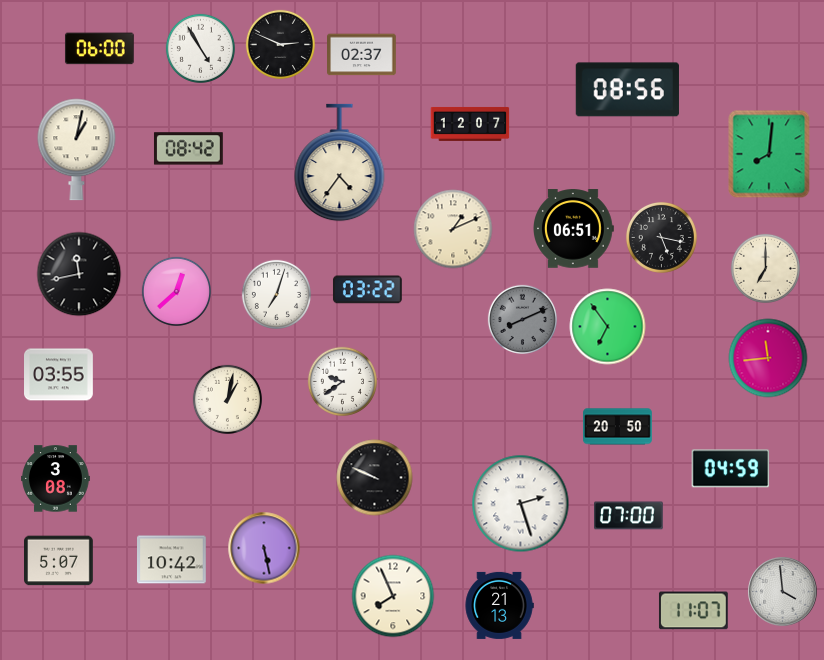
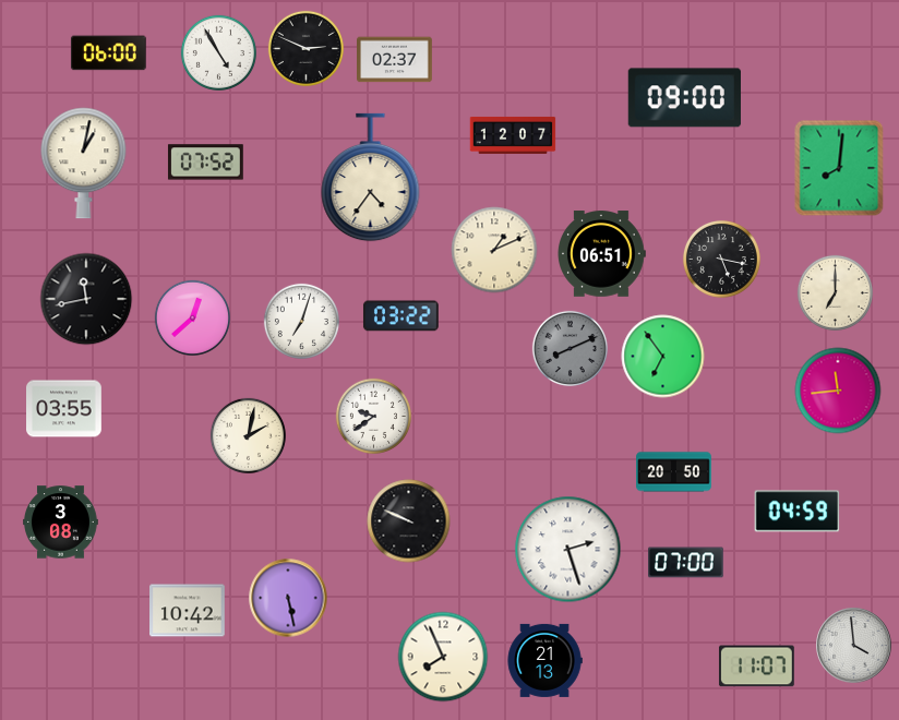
clock at (627, 90): 08:56 -> 09:00
clock at (188, 149): 08:42 -> 07:52
clock at (574, 229) position: (574, 229) -> (602, 254)
clock at (227, 399): 1:02 -> 2:02
clock at (618, 427) position: (618, 427) -> (674, 472)
clock at (59, 561): 5:07 -> none
clock at (393, 596) position: (393, 596) -> (443, 657)
